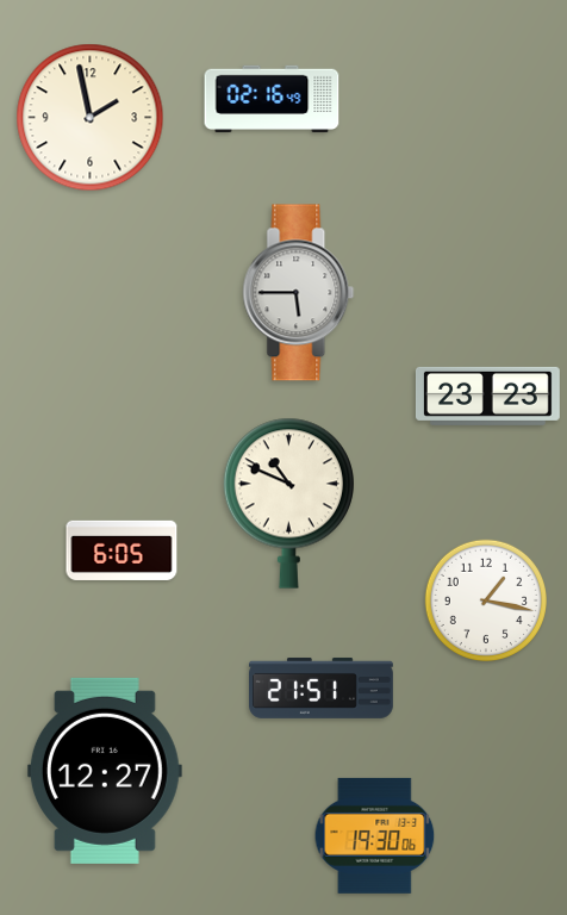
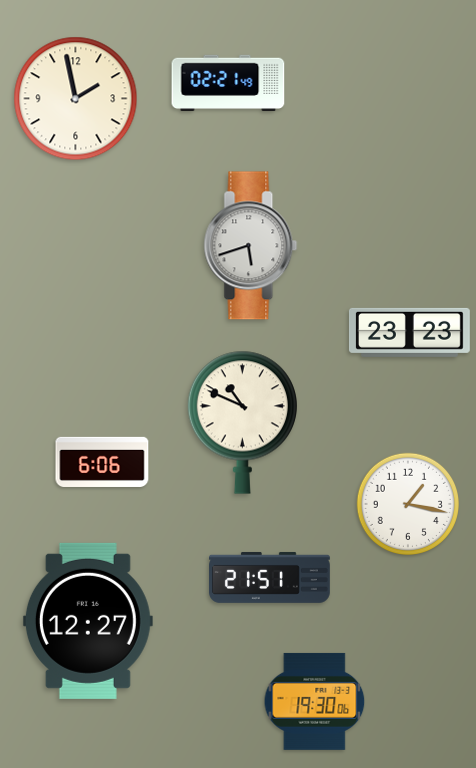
clock at (272, 99): 02:16 -> 02:21
clock at (299, 293): 5:45 -> 5:42
clock at (121, 550): 6:05 -> 6:06
clock at (105, 771) position: (105, 771) -> (88, 621)
